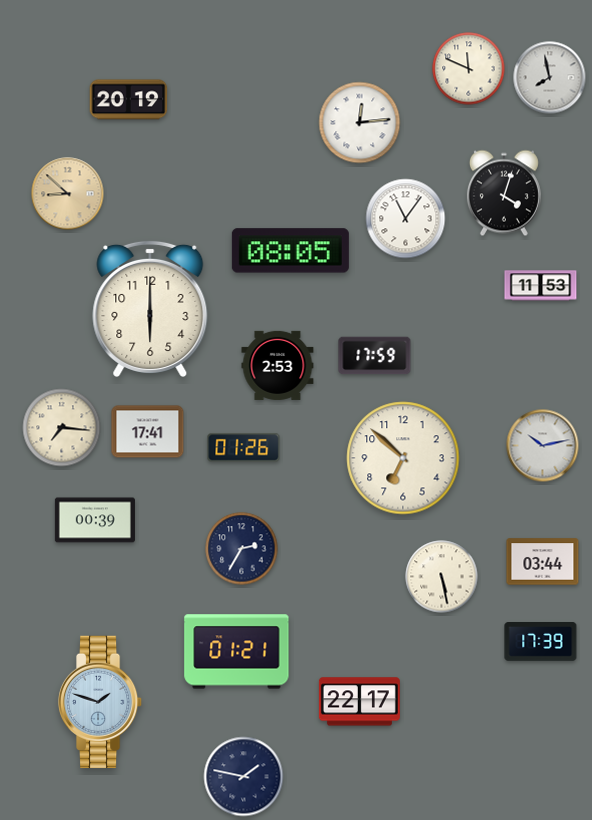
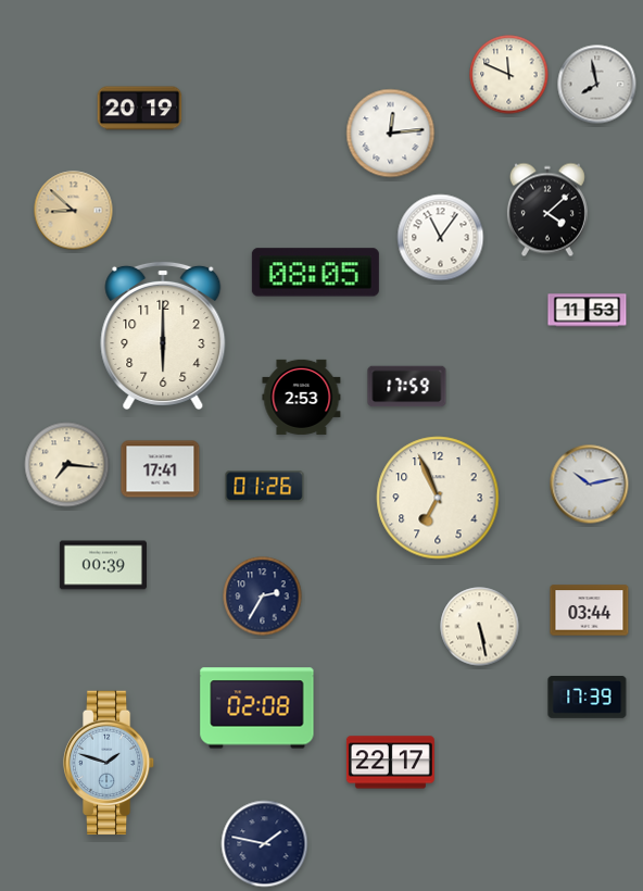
clock at (504, 193): 4:03 -> 4:08
clock at (403, 458): 6:52 -> 6:56
clock at (237, 652): 01:21 -> 02:08
